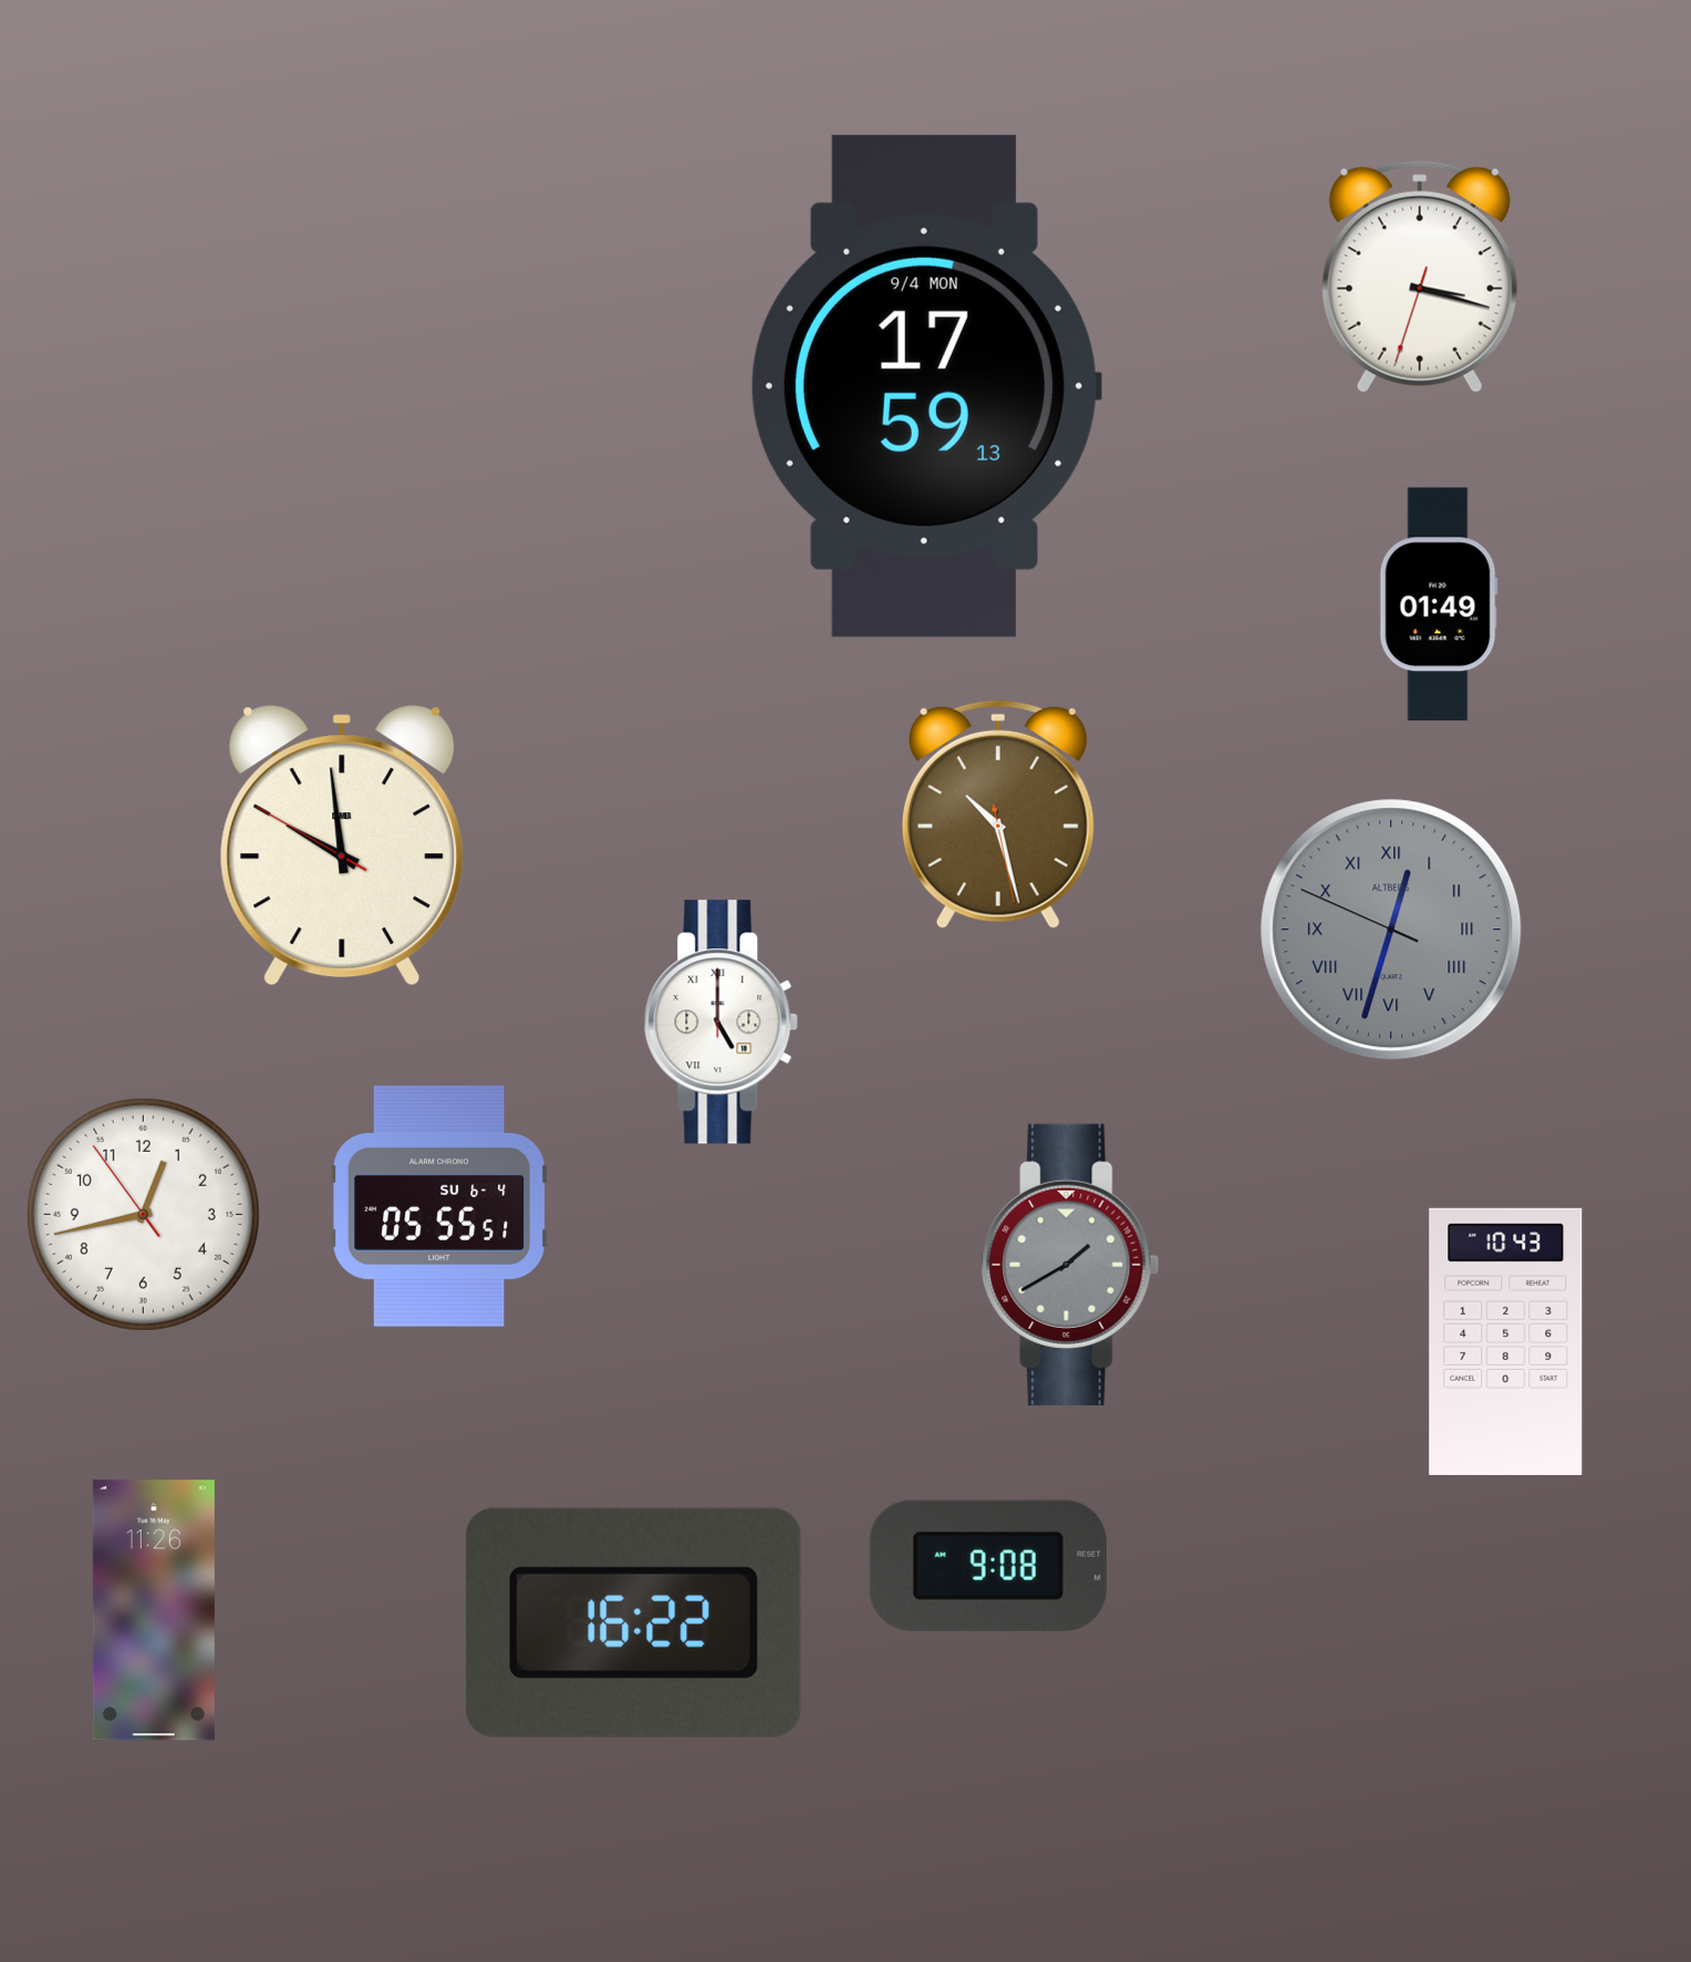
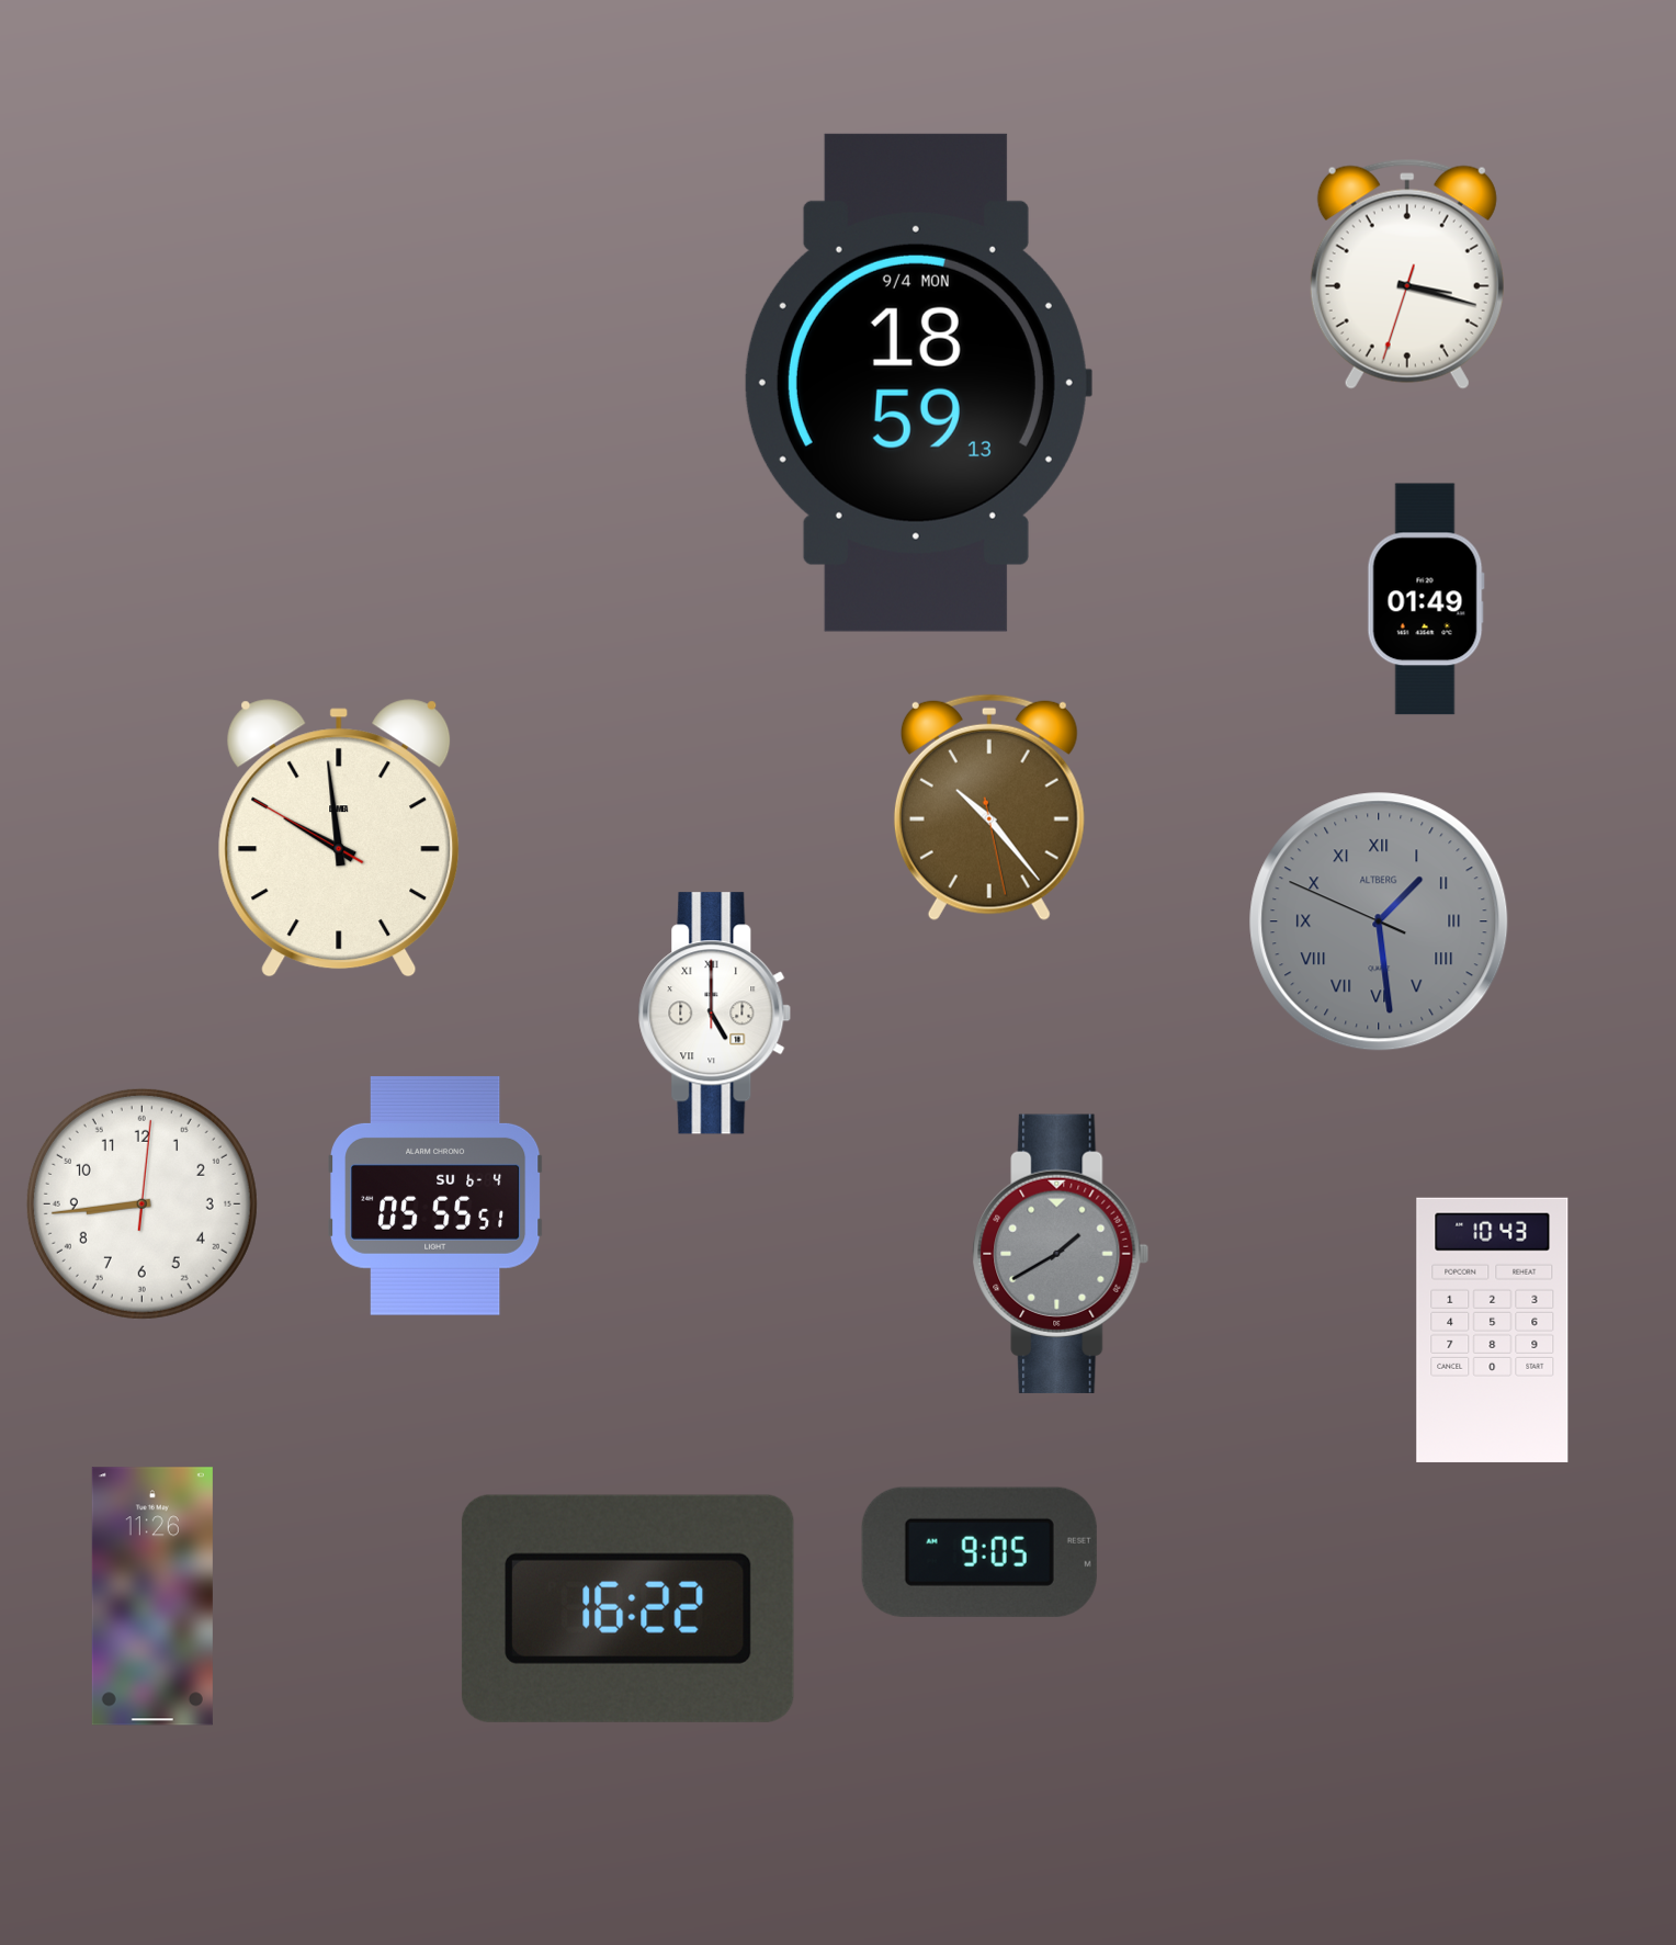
clock at (925, 386): 17:59 -> 18:59
clock at (998, 814): 10:27 -> 10:23
clock at (1391, 930): 12:32 -> 1:28
clock at (143, 1214): 12:42 -> 8:44
clock at (988, 1566): 9:08 -> 9:05
